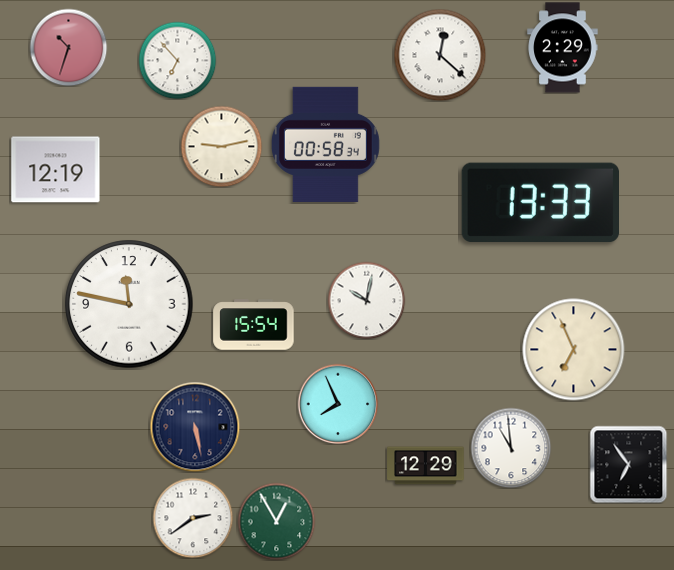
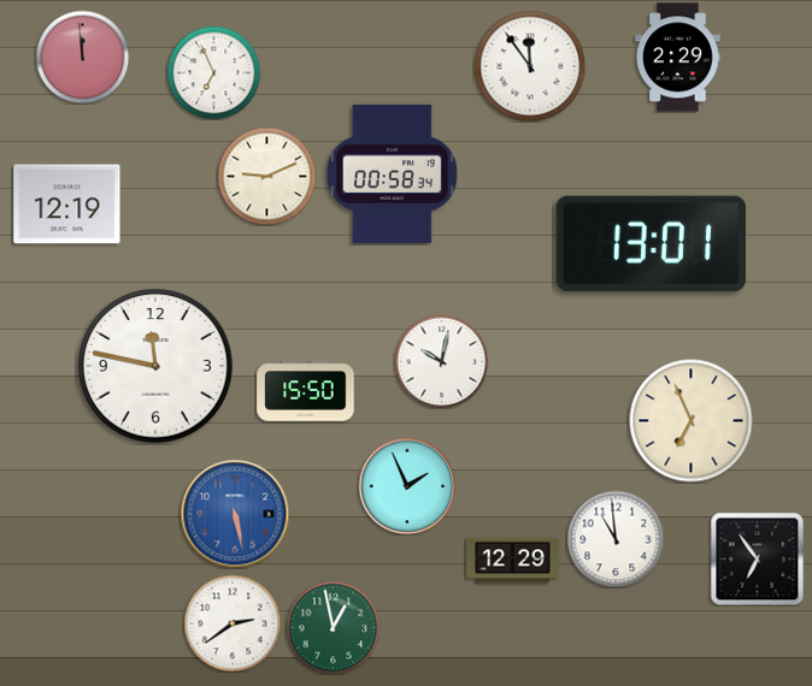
clock at (68, 47): 10:33 -> 11:59
clock at (440, 55): 12:22 -> 11:54
clock at (177, 60): 6:53 -> 6:56
clock at (221, 146): 9:13 -> 9:11
clock at (540, 203): 13:33 -> 13:01
clock at (254, 325): 15:54 -> 15:50
clock at (338, 404): 7:56 -> 1:56
clock at (195, 427) dial: navy -> blue
clock at (276, 521): 12:55 -> 12:58
